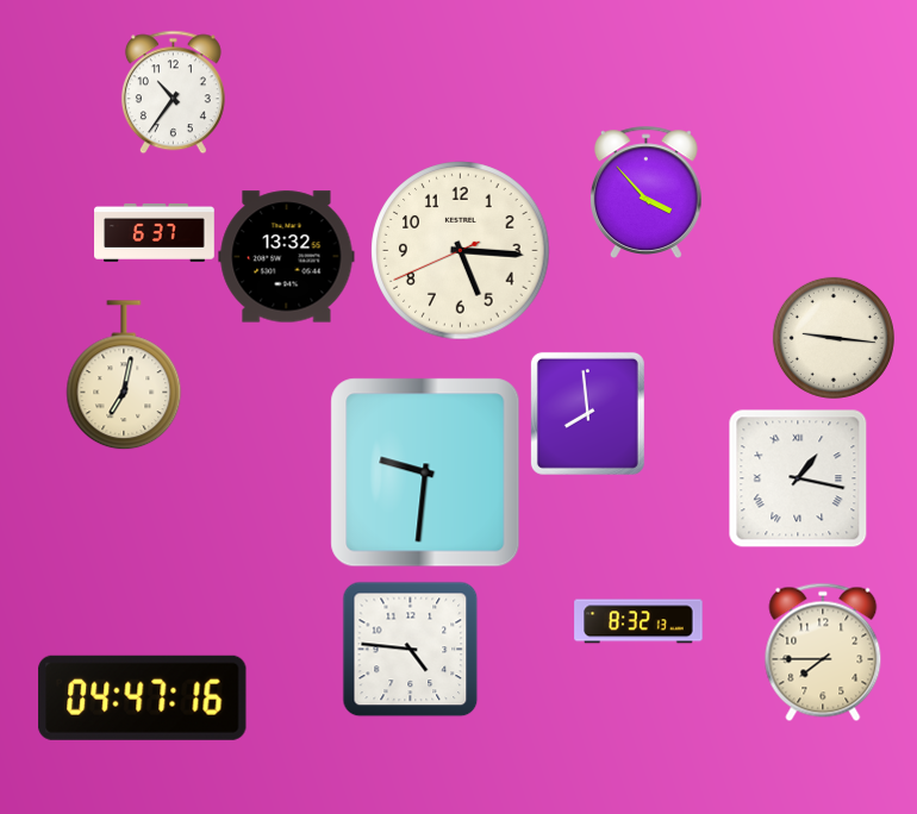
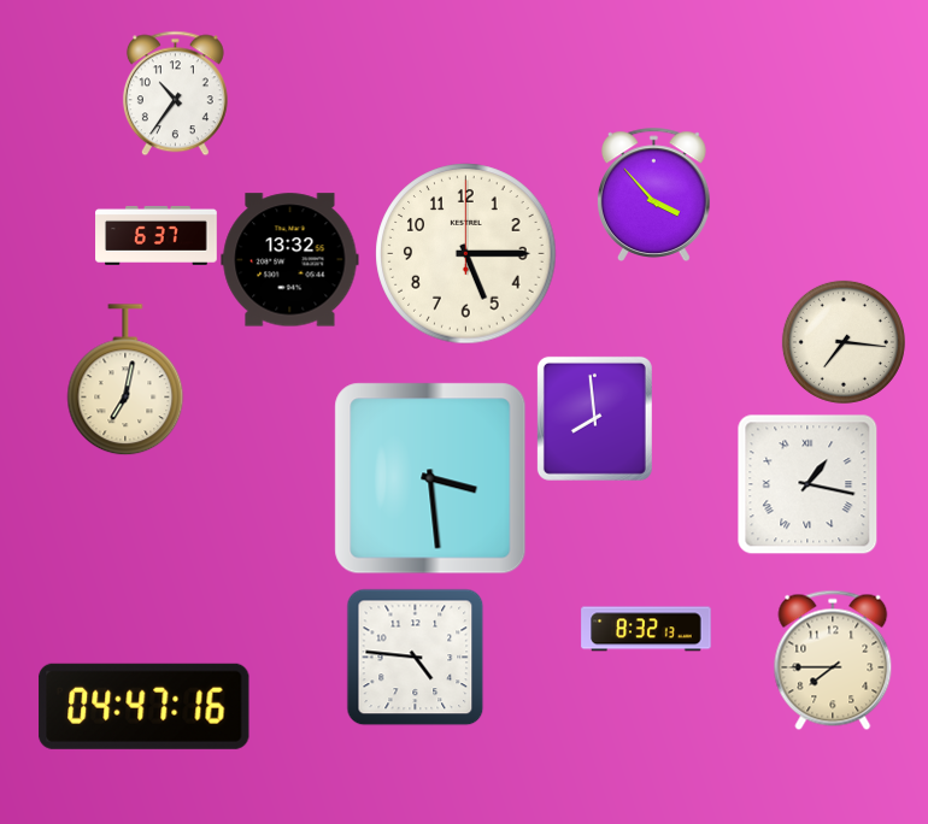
clock at (461, 251): 5:15:41 -> 5:15:00
clock at (834, 338): 9:16 -> 7:16
clock at (425, 472): 9:31 -> 3:29
